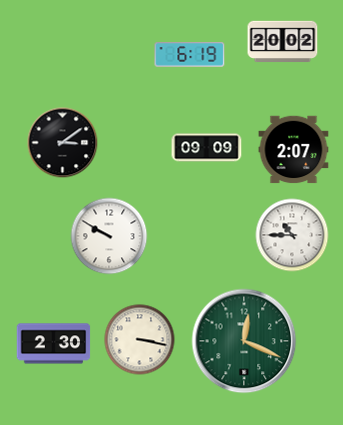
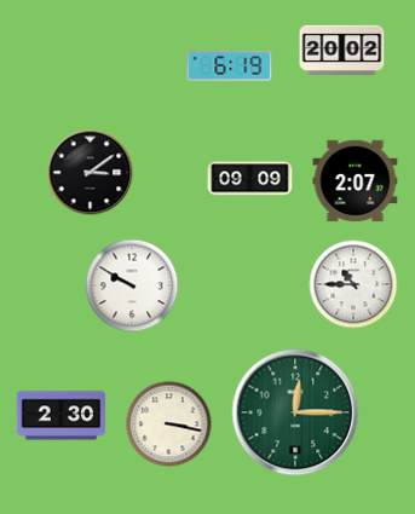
clock at (63, 143) position: (63, 143) -> (91, 173)
clock at (140, 340) position: (140, 340) -> (169, 425)
clock at (244, 341): 12:19 -> 12:15
clock at (54, 344) position: (54, 344) -> (62, 416)
